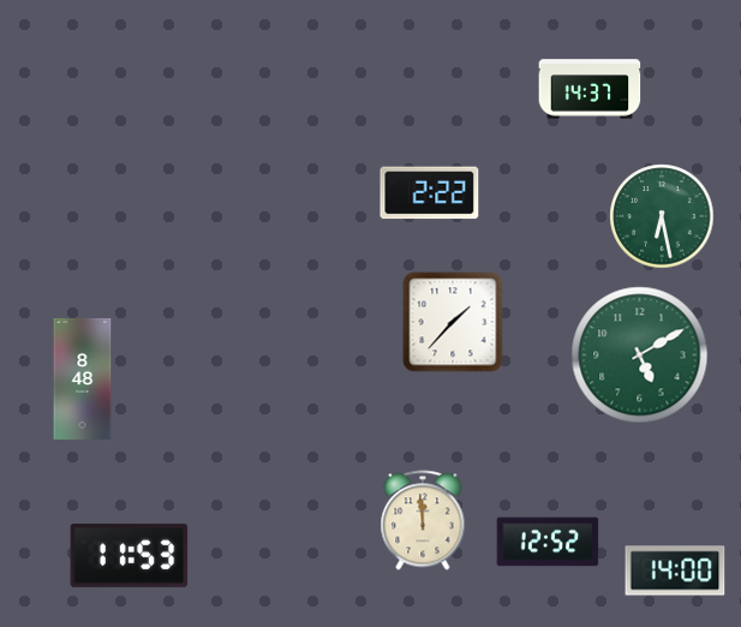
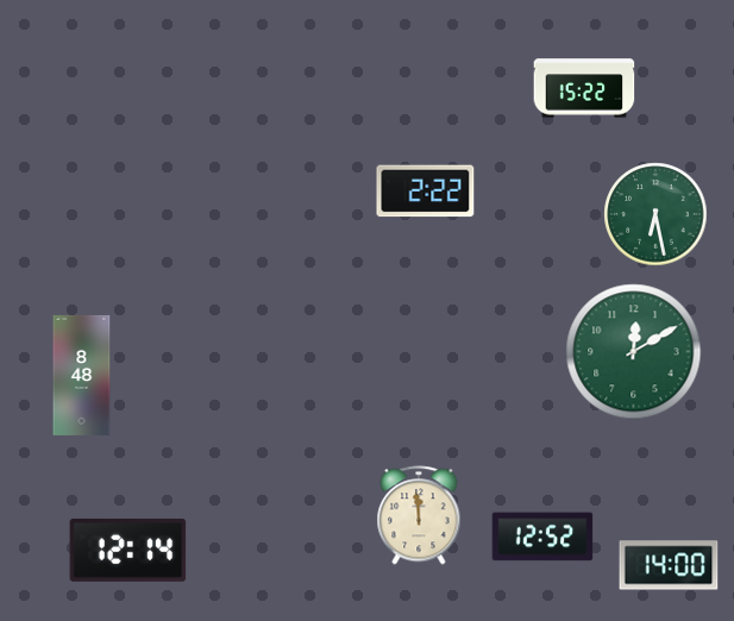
clock at (590, 89): 14:37 -> 15:22
clock at (453, 322): 1:37 -> none
clock at (640, 356): 5:10 -> 12:10
clock at (130, 555): 11:53 -> 12:14
